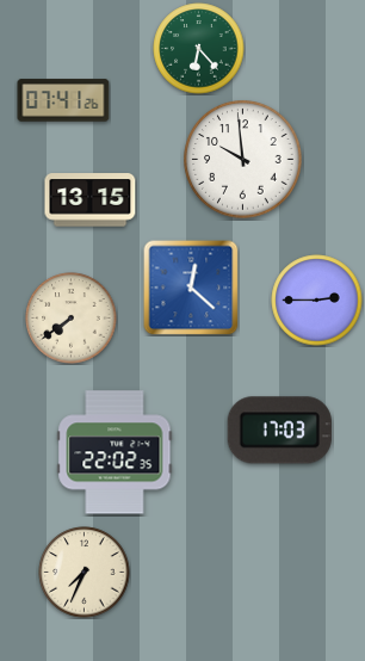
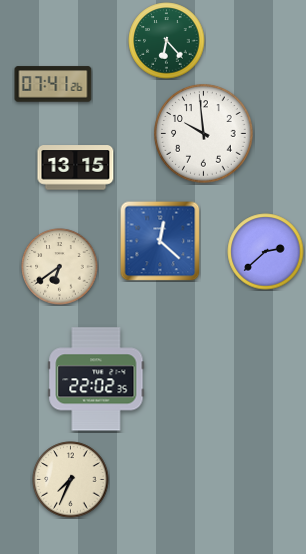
clock at (317, 301): 2:45 -> 2:38
clock at (72, 319): 7:39 -> 6:39
clock at (279, 431): 17:03 -> none
